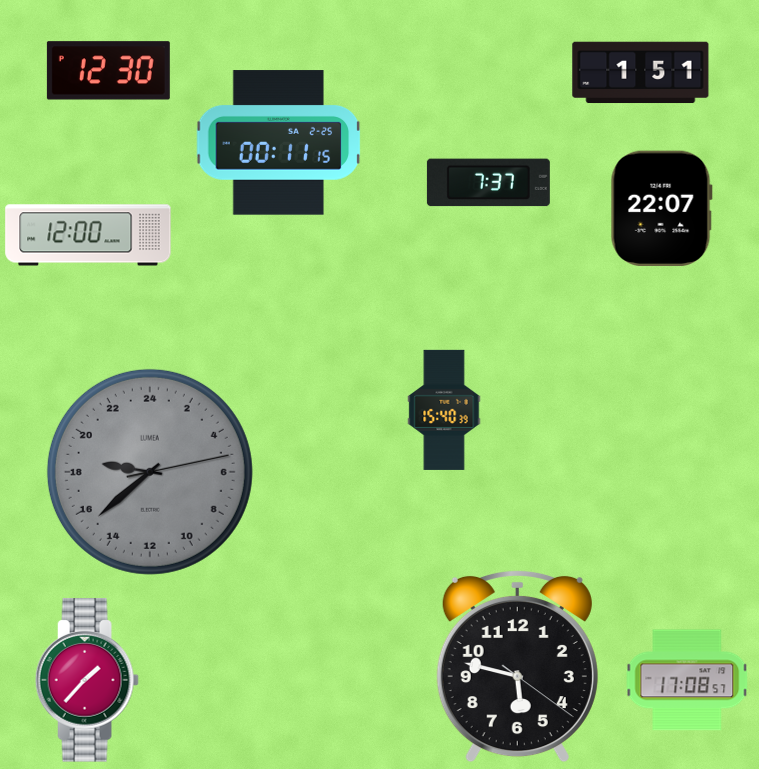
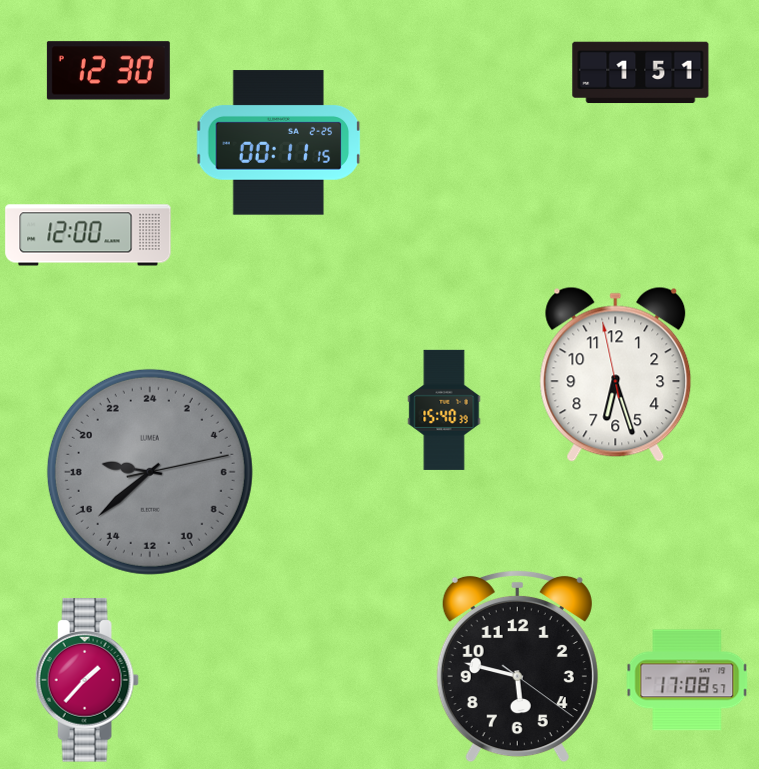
clock at (488, 183): 7:37 -> none
clock at (661, 208): 22:07 -> none
clock at (616, 374): none -> 6:26
